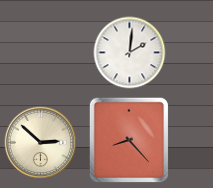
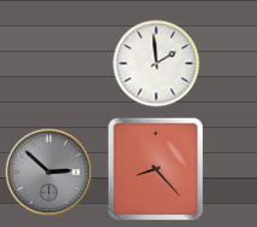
clock at (130, 53): 2:01 -> 1:59
clock at (41, 143) dial: cream -> grey
